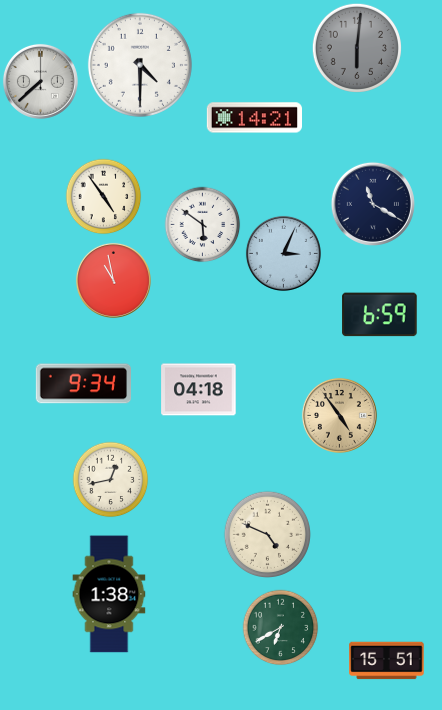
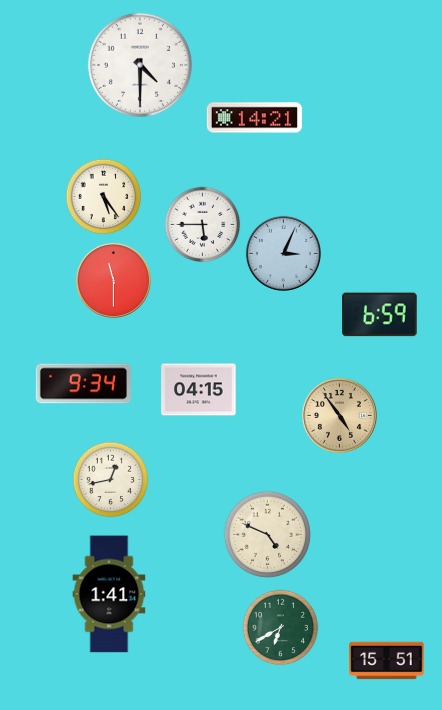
clock at (357, 48): 6:01 -> none
clock at (40, 81): 7:38 -> none
clock at (104, 197): 4:54 -> 5:24
clock at (373, 204): 11:20 -> none
clock at (203, 225): 5:51 -> 5:45
clock at (113, 280): 10:58 -> 11:30
clock at (199, 390): 04:18 -> 04:15
clock at (109, 594): 1:38 -> 1:41
